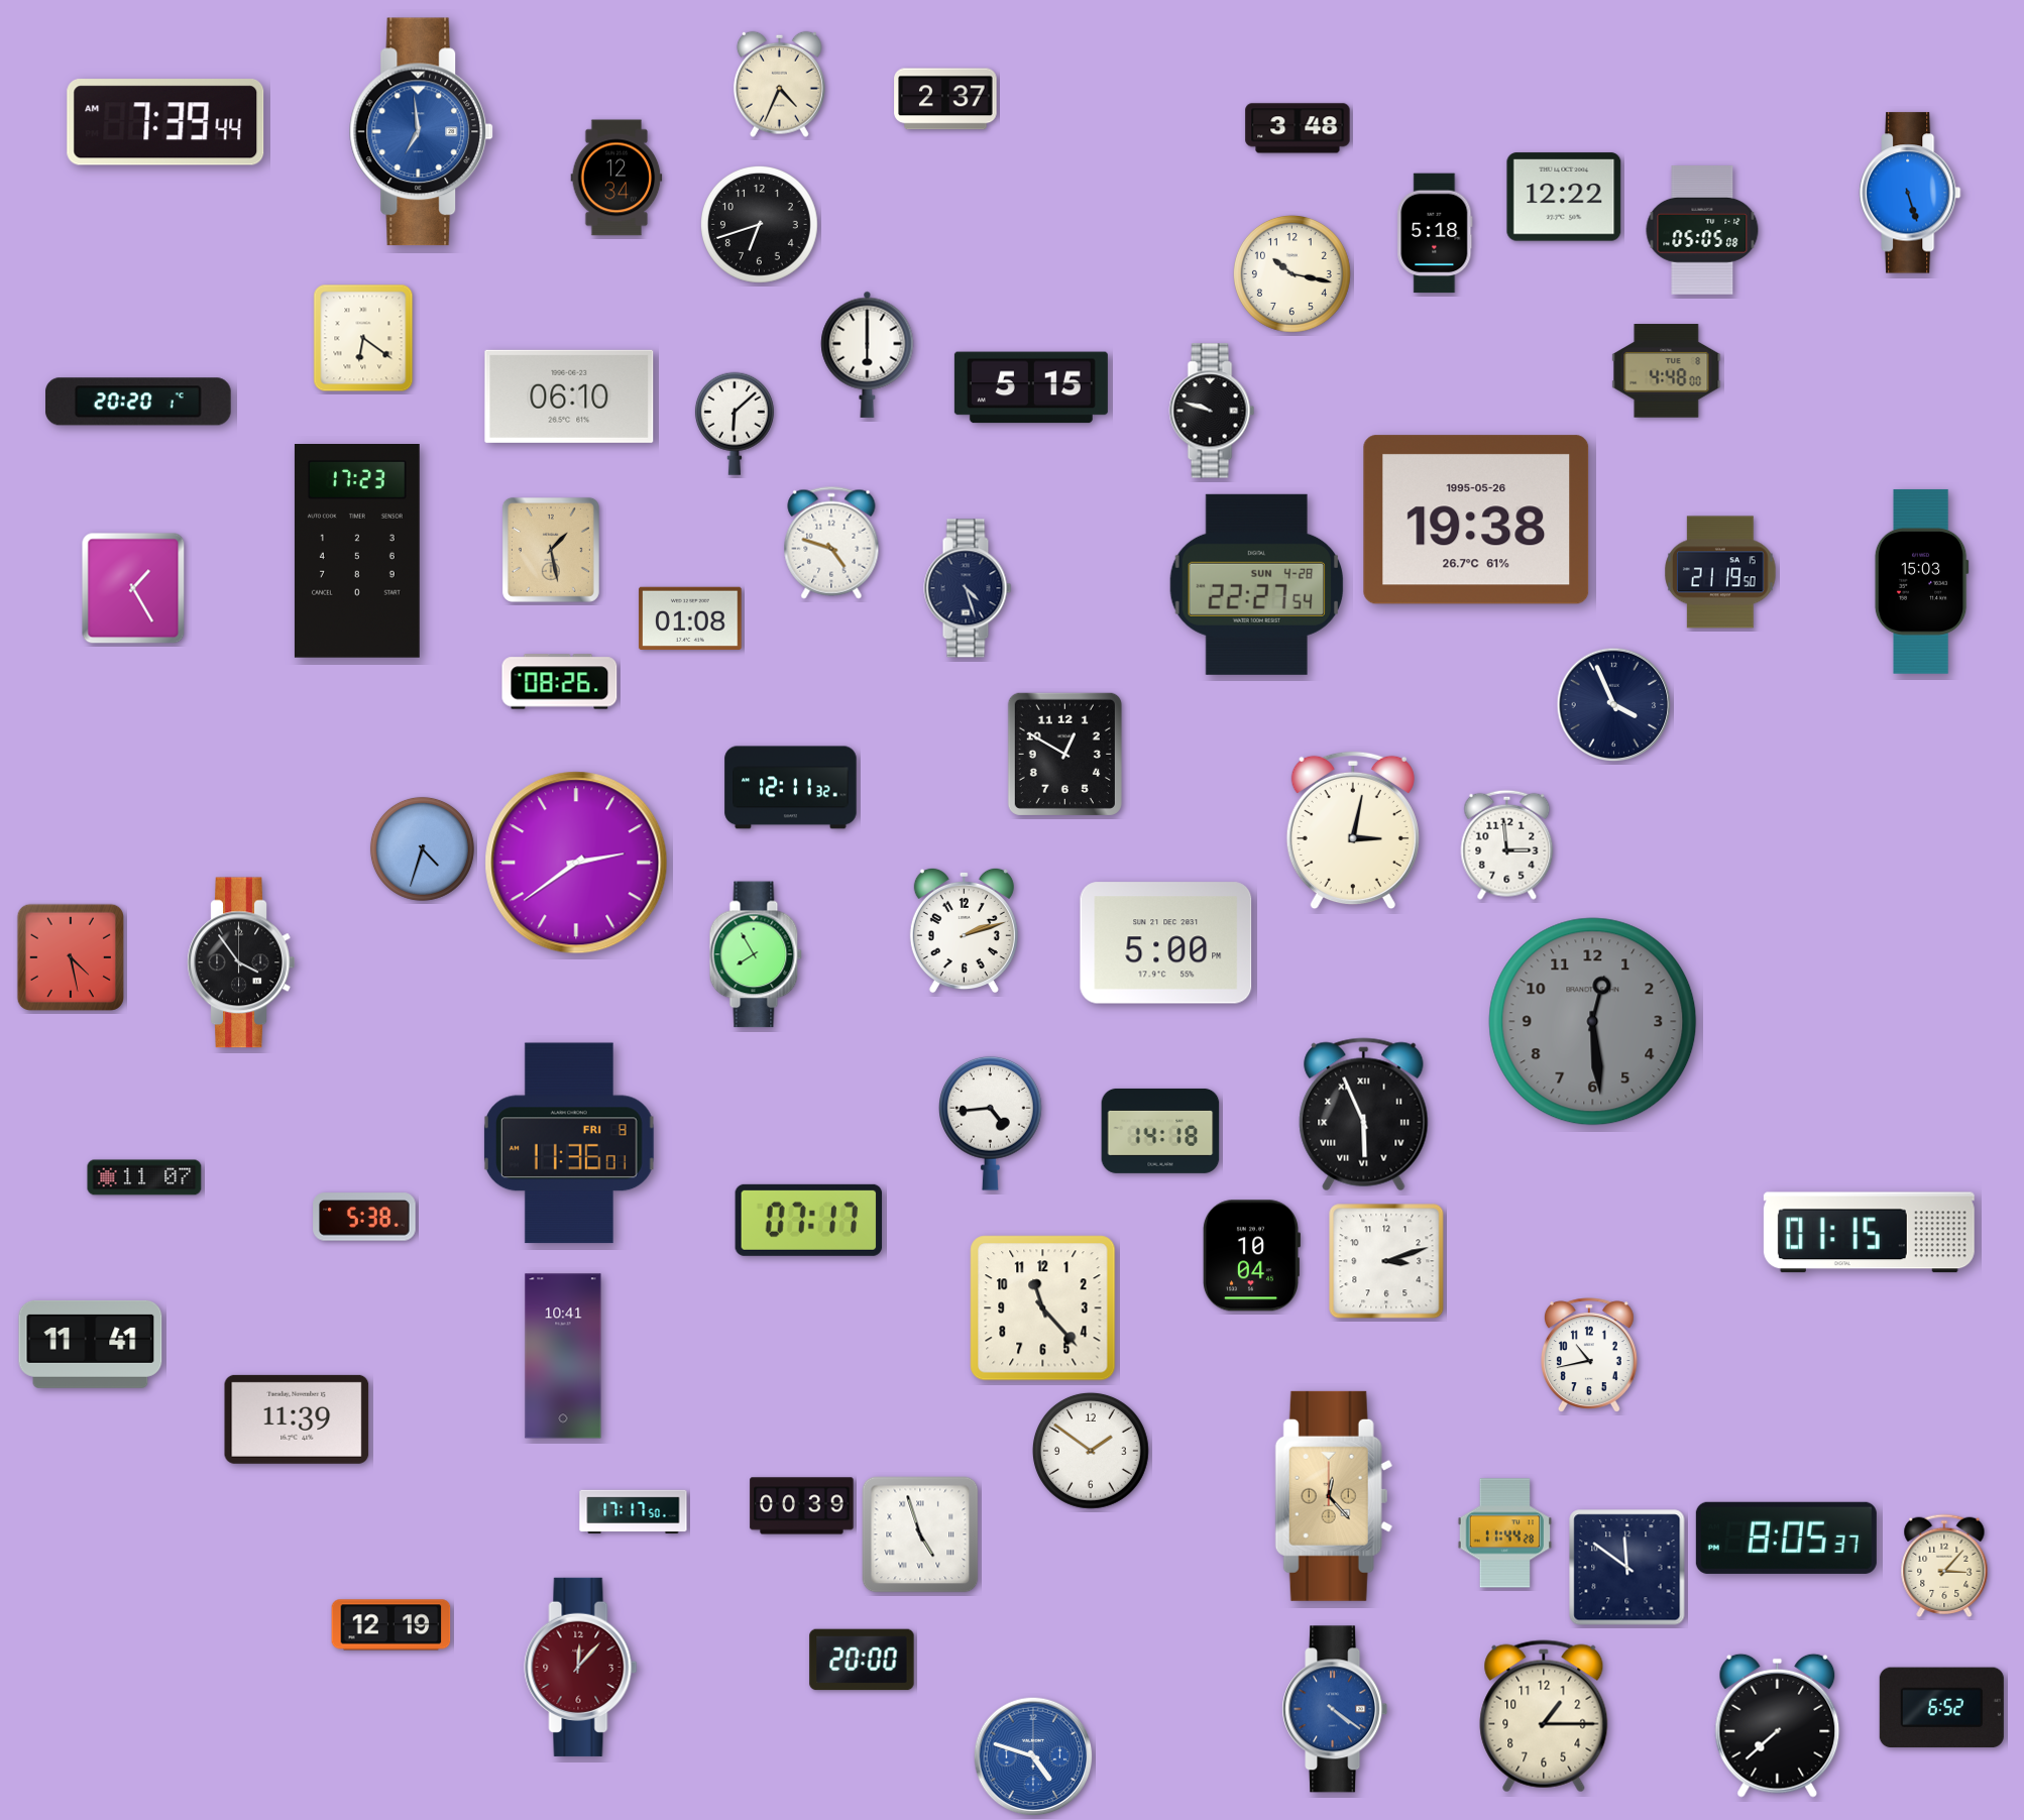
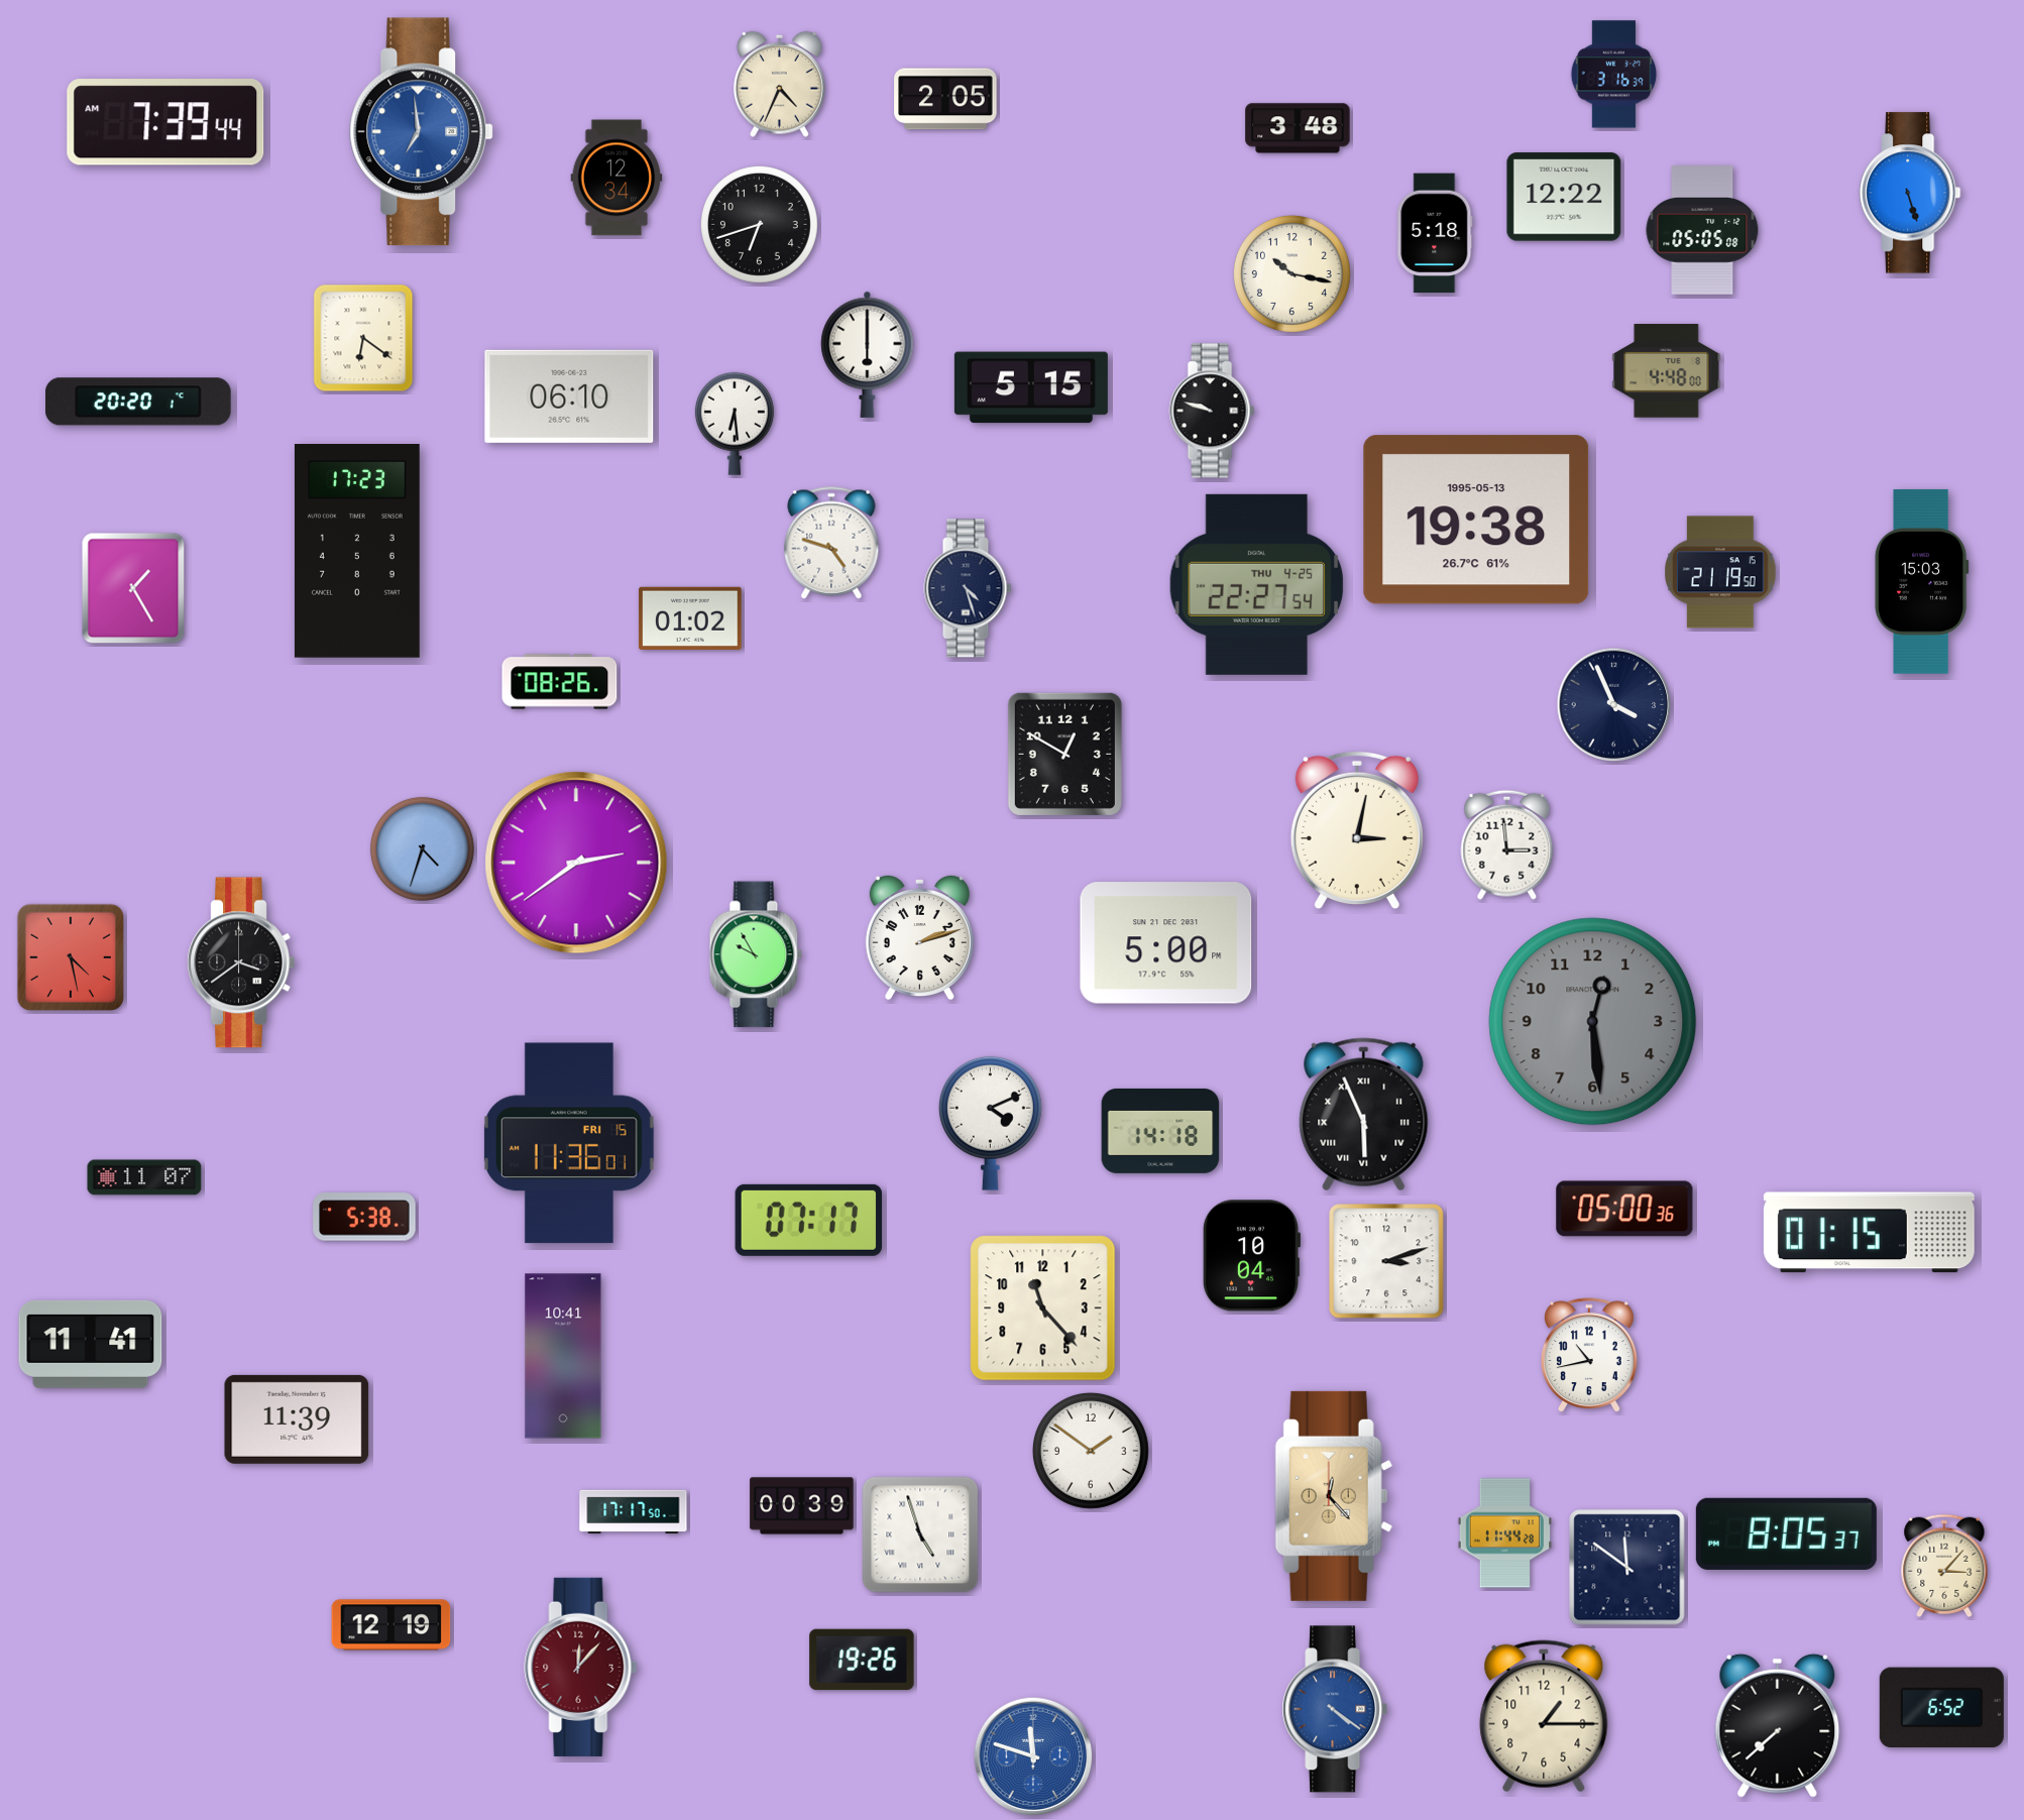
clock at (1614, 75): none -> 3:16
clock at (945, 99): 2:37 -> 2:05
clock at (735, 424): 6:08 -> 6:29
clock at (1476, 520) date: 1995-05-26 -> 1995-05-13
clock at (551, 550): 1:28 -> none
clock at (1256, 584) date: SUN 4-28 -> THU 4-25
clock at (690, 617): 01:08 -> 01:02
clock at (791, 788): 12:11 -> none
clock at (1353, 830) position: (1353, 830) -> (1357, 830)
clock at (964, 930) position: (964, 930) -> (919, 937)
clock at (756, 954): 7:55 -> 9:55
clock at (241, 962): 3:54 -> 3:39
clock at (991, 1123): 4:44 -> 4:11
clock at (569, 1143) date: FRI 8 -> FRI 15
clock at (1624, 1209): none -> 05:00
clock at (1786, 1538) position: (1786, 1538) -> (1786, 1533)
clock at (862, 1660): 20:00 -> 19:26
clock at (1033, 1756): 4:48 -> 11:48
